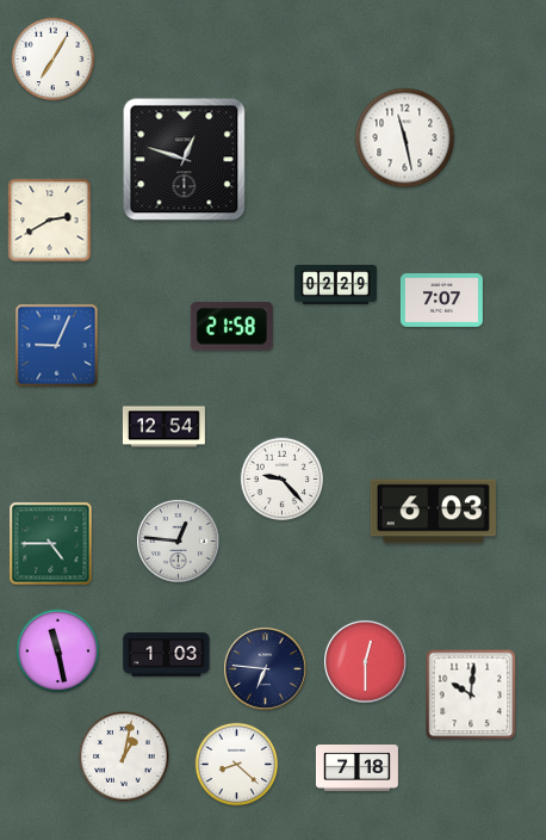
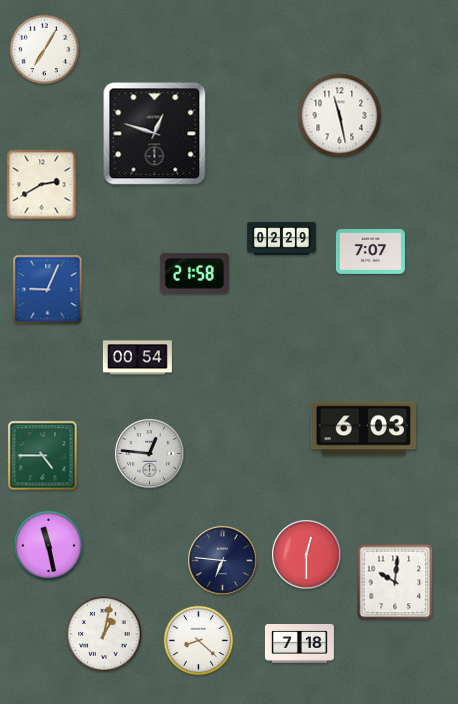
clock at (163, 427): 12:54 -> 00:54
clock at (283, 480): 9:23 -> none
clock at (167, 655): 1:03 -> none
